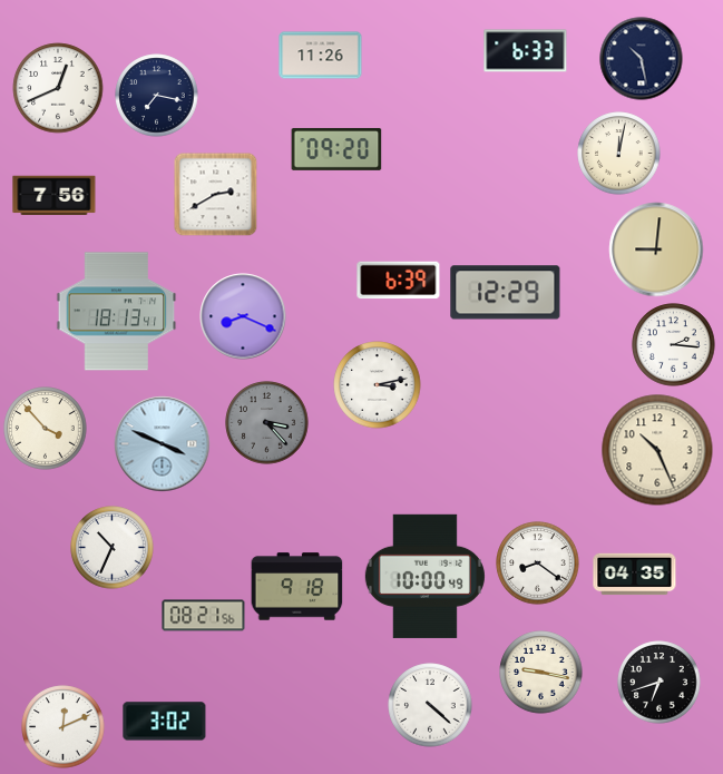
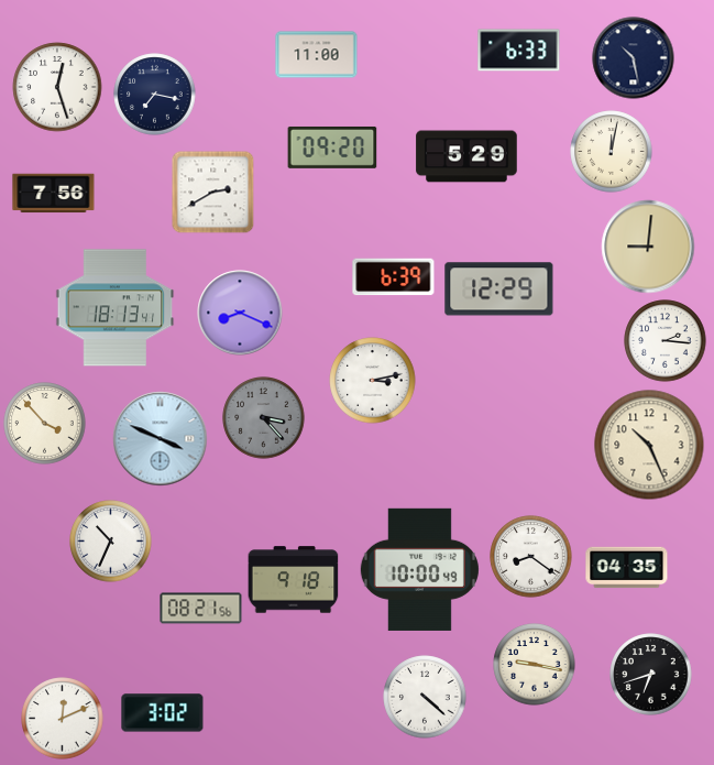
clock at (321, 56): 11:26 -> 11:00
clock at (58, 88): 12:41 -> 12:27
clock at (466, 156): none -> 5:29
